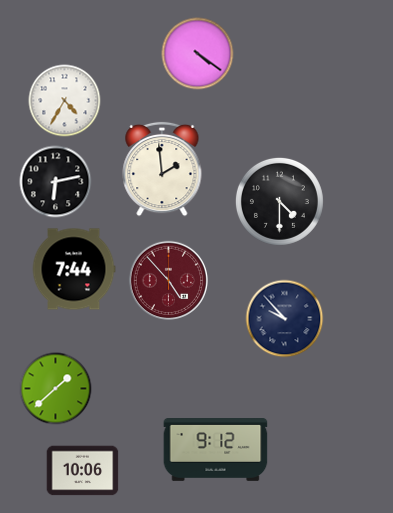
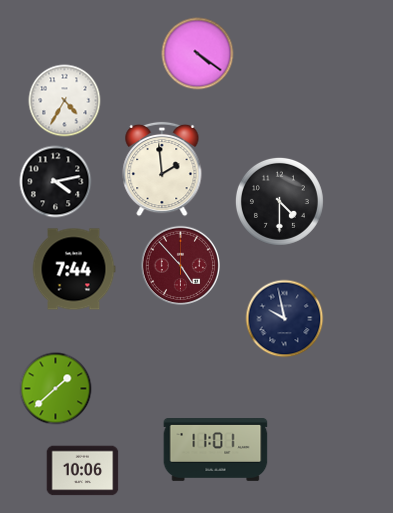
clock at (56, 182): 6:13 -> 4:13
clock at (168, 280) position: (168, 280) -> (180, 265)
clock at (285, 319): 9:53 -> 9:58
clock at (216, 450): 9:12 -> 11:01
